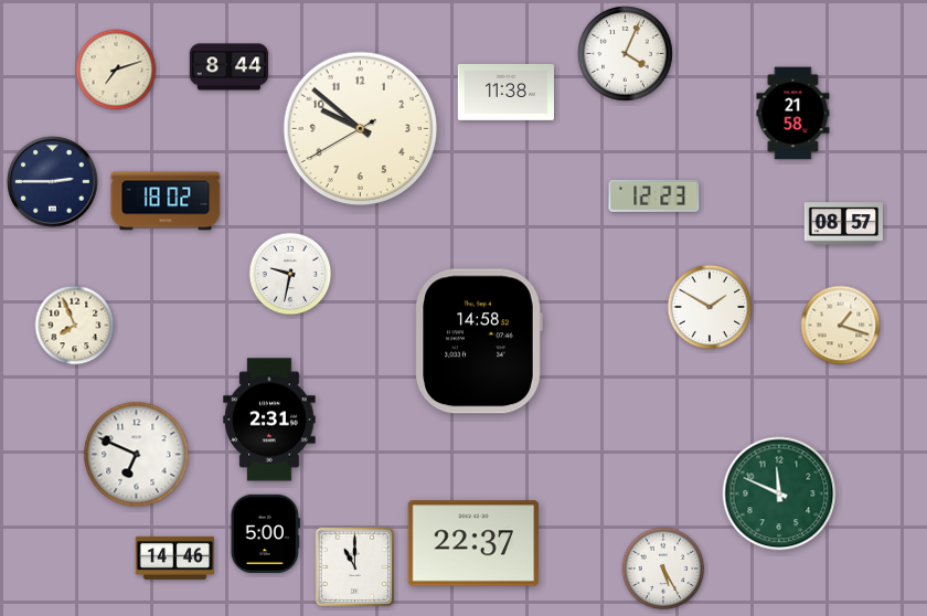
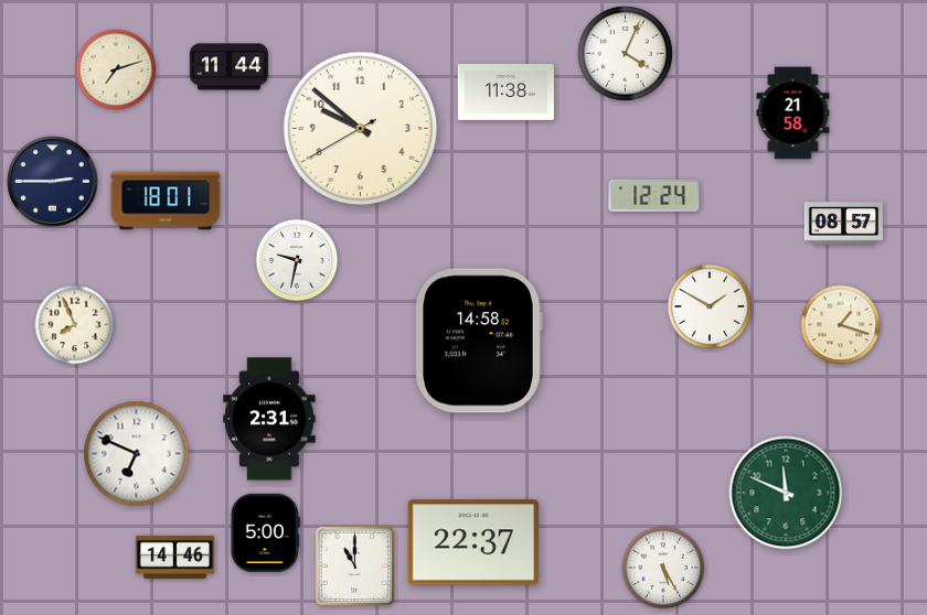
clock at (228, 67): 8:44 -> 11:44
clock at (654, 195): 12:23 -> 12:24
clock at (166, 201): 18:02 -> 18:01
clock at (290, 274) position: (290, 274) -> (297, 260)
clock at (779, 493) position: (779, 493) -> (786, 493)
